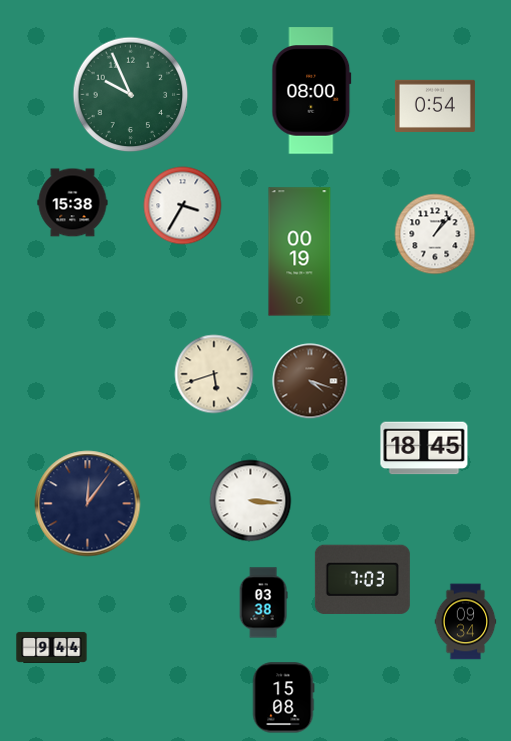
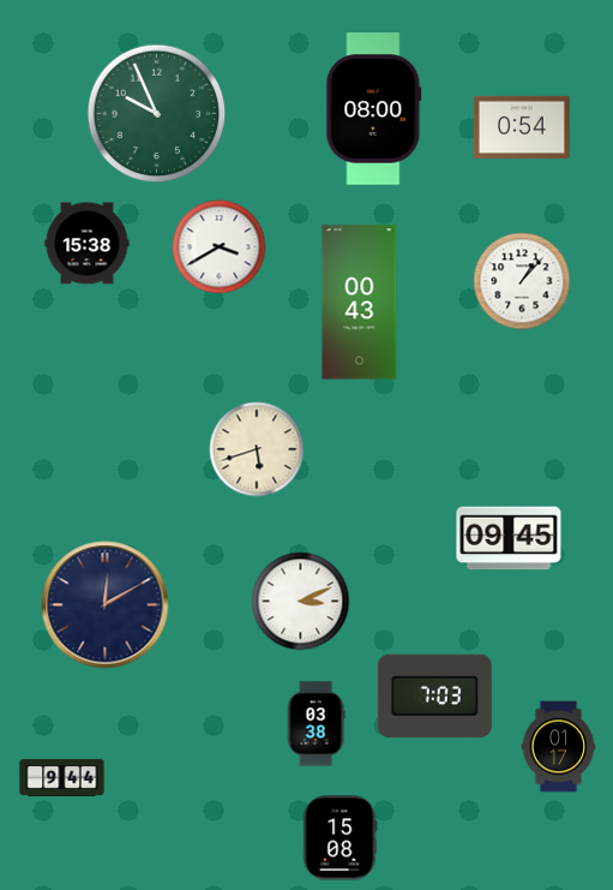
clock at (183, 206): 3:35 -> 3:40
clock at (300, 252): 00:19 -> 00:43
clock at (310, 381): 4:18 -> none
clock at (424, 448): 18:45 -> 09:45
clock at (251, 501): 3:16 -> 3:11
clock at (88, 504): 12:06 -> 12:10
clock at (466, 622): 09:34 -> 01:17
